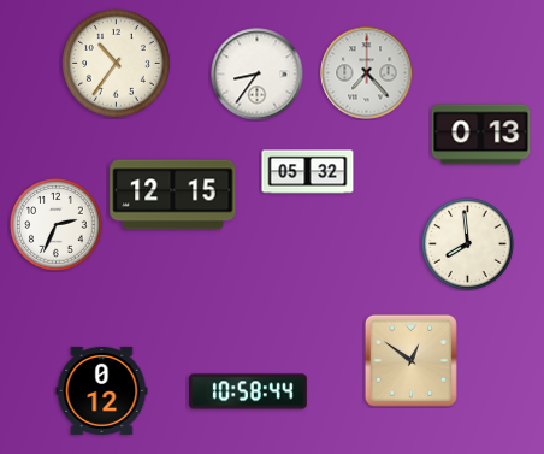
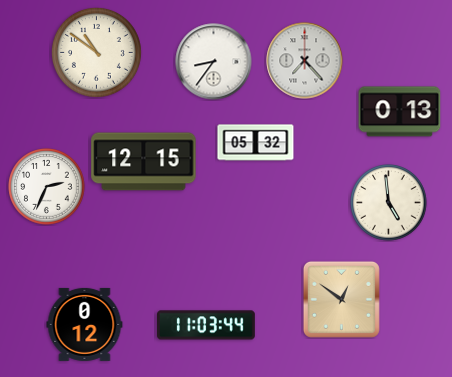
clock at (116, 63): 10:36 -> 10:51
clock at (468, 244): 7:59 -> 4:59
clock at (249, 391): 10:58 -> 11:03
